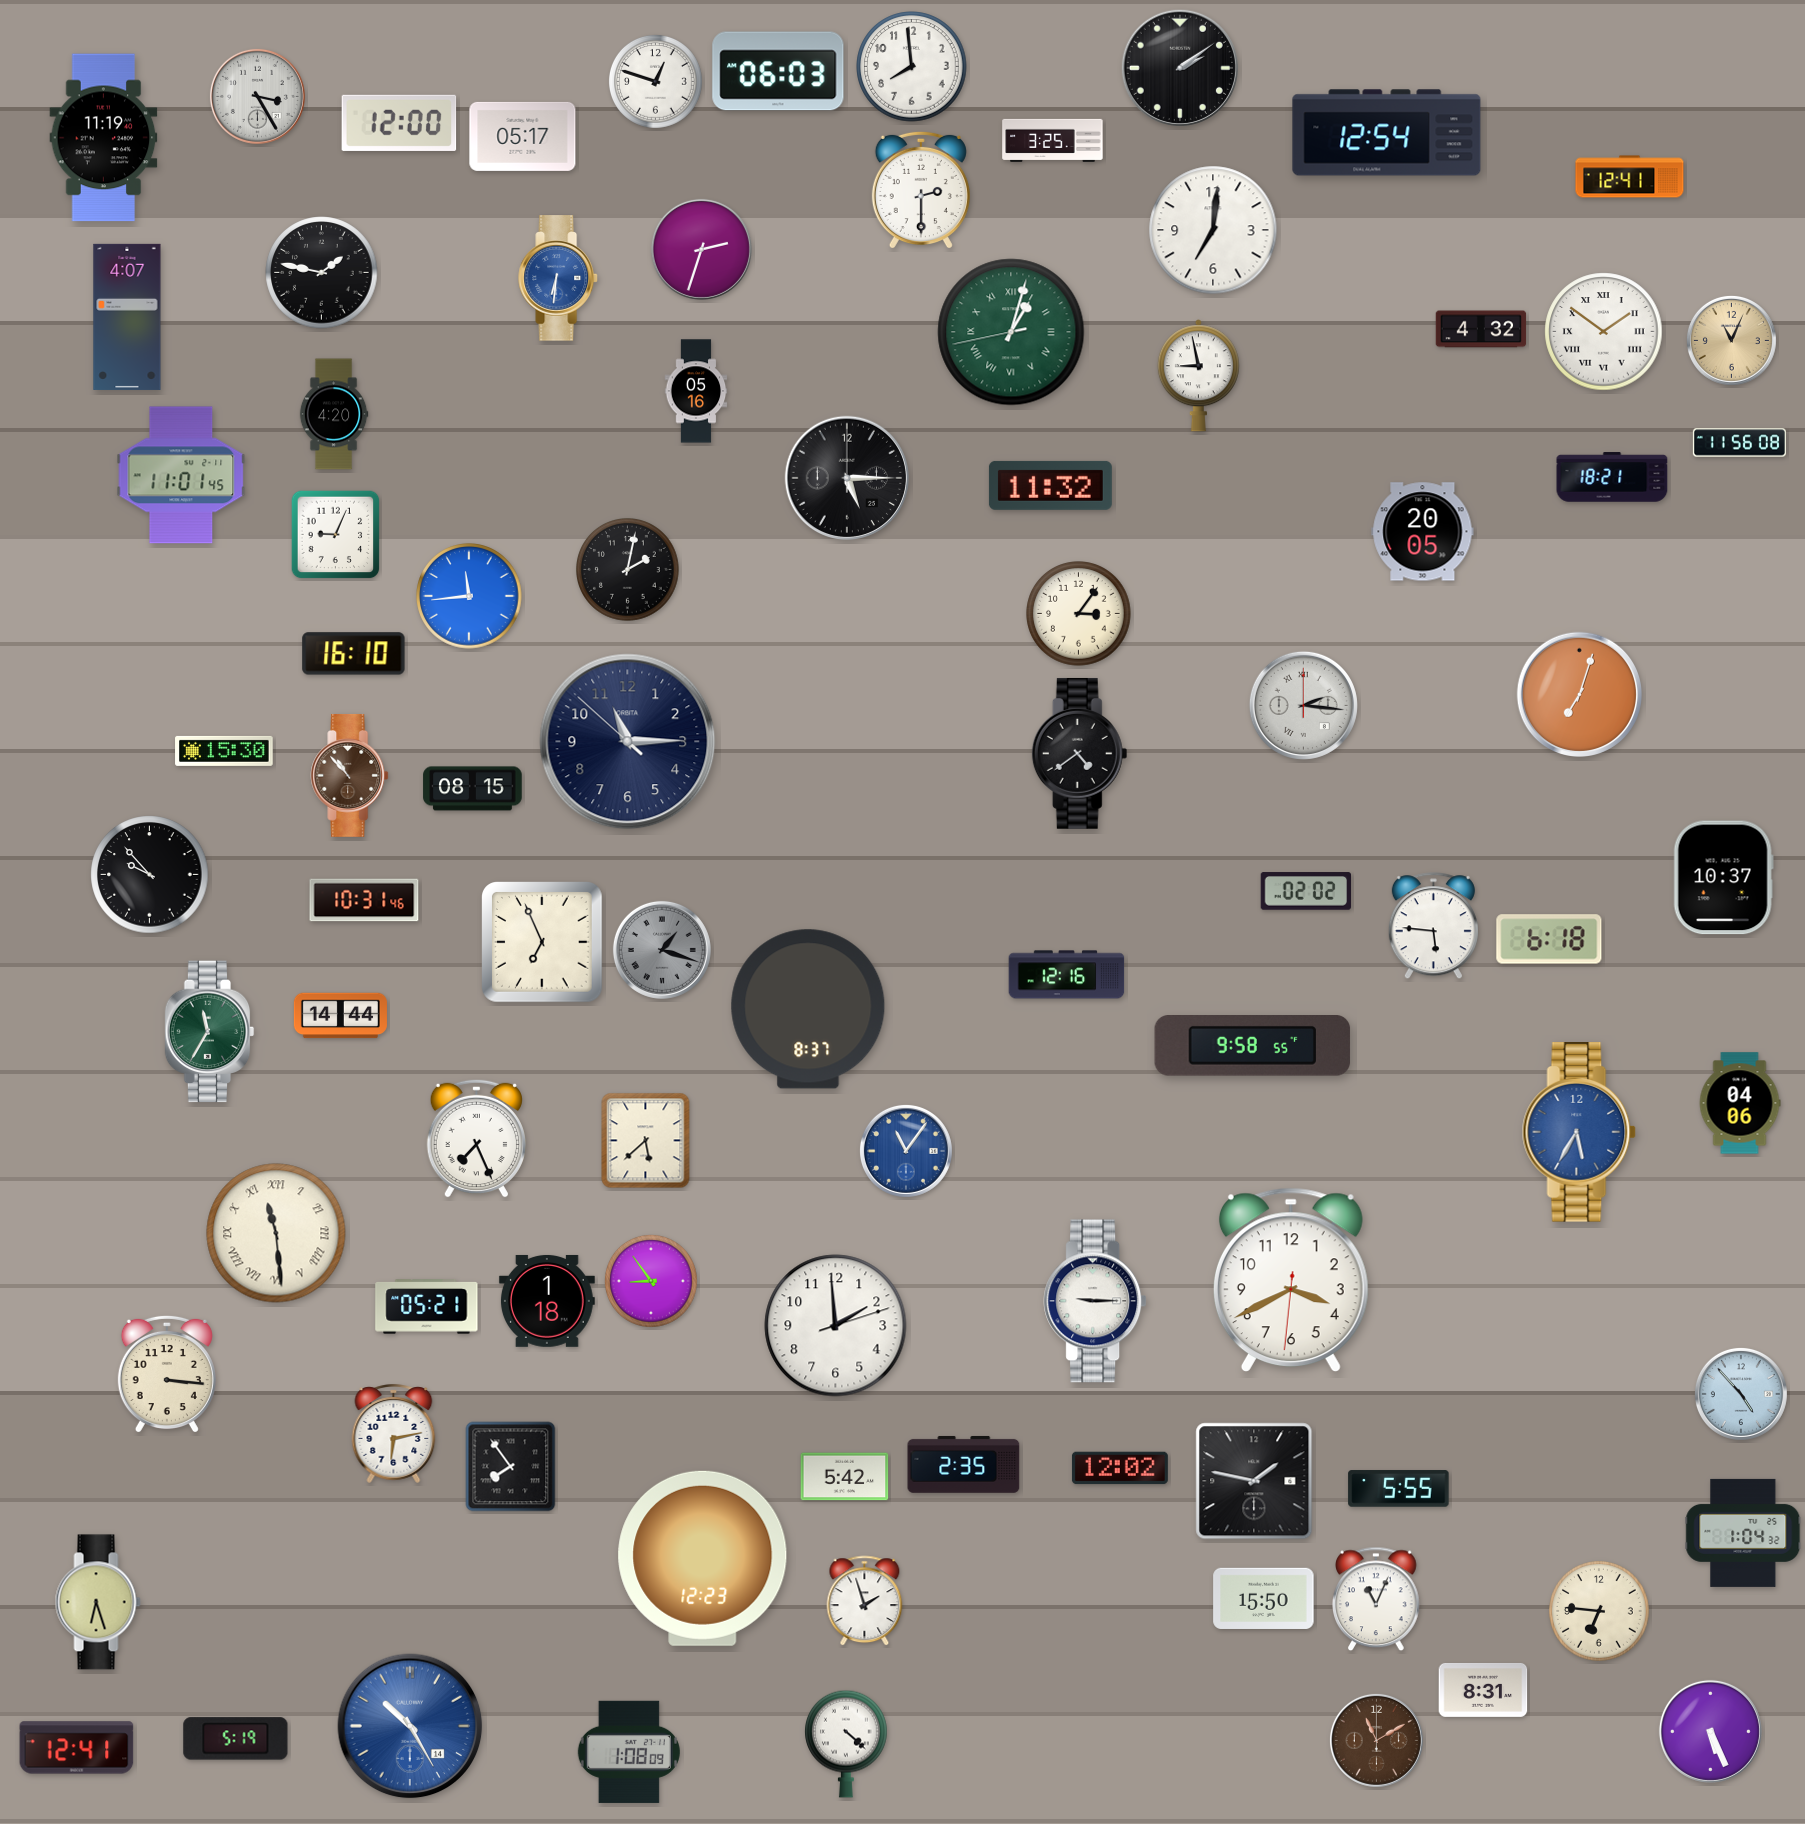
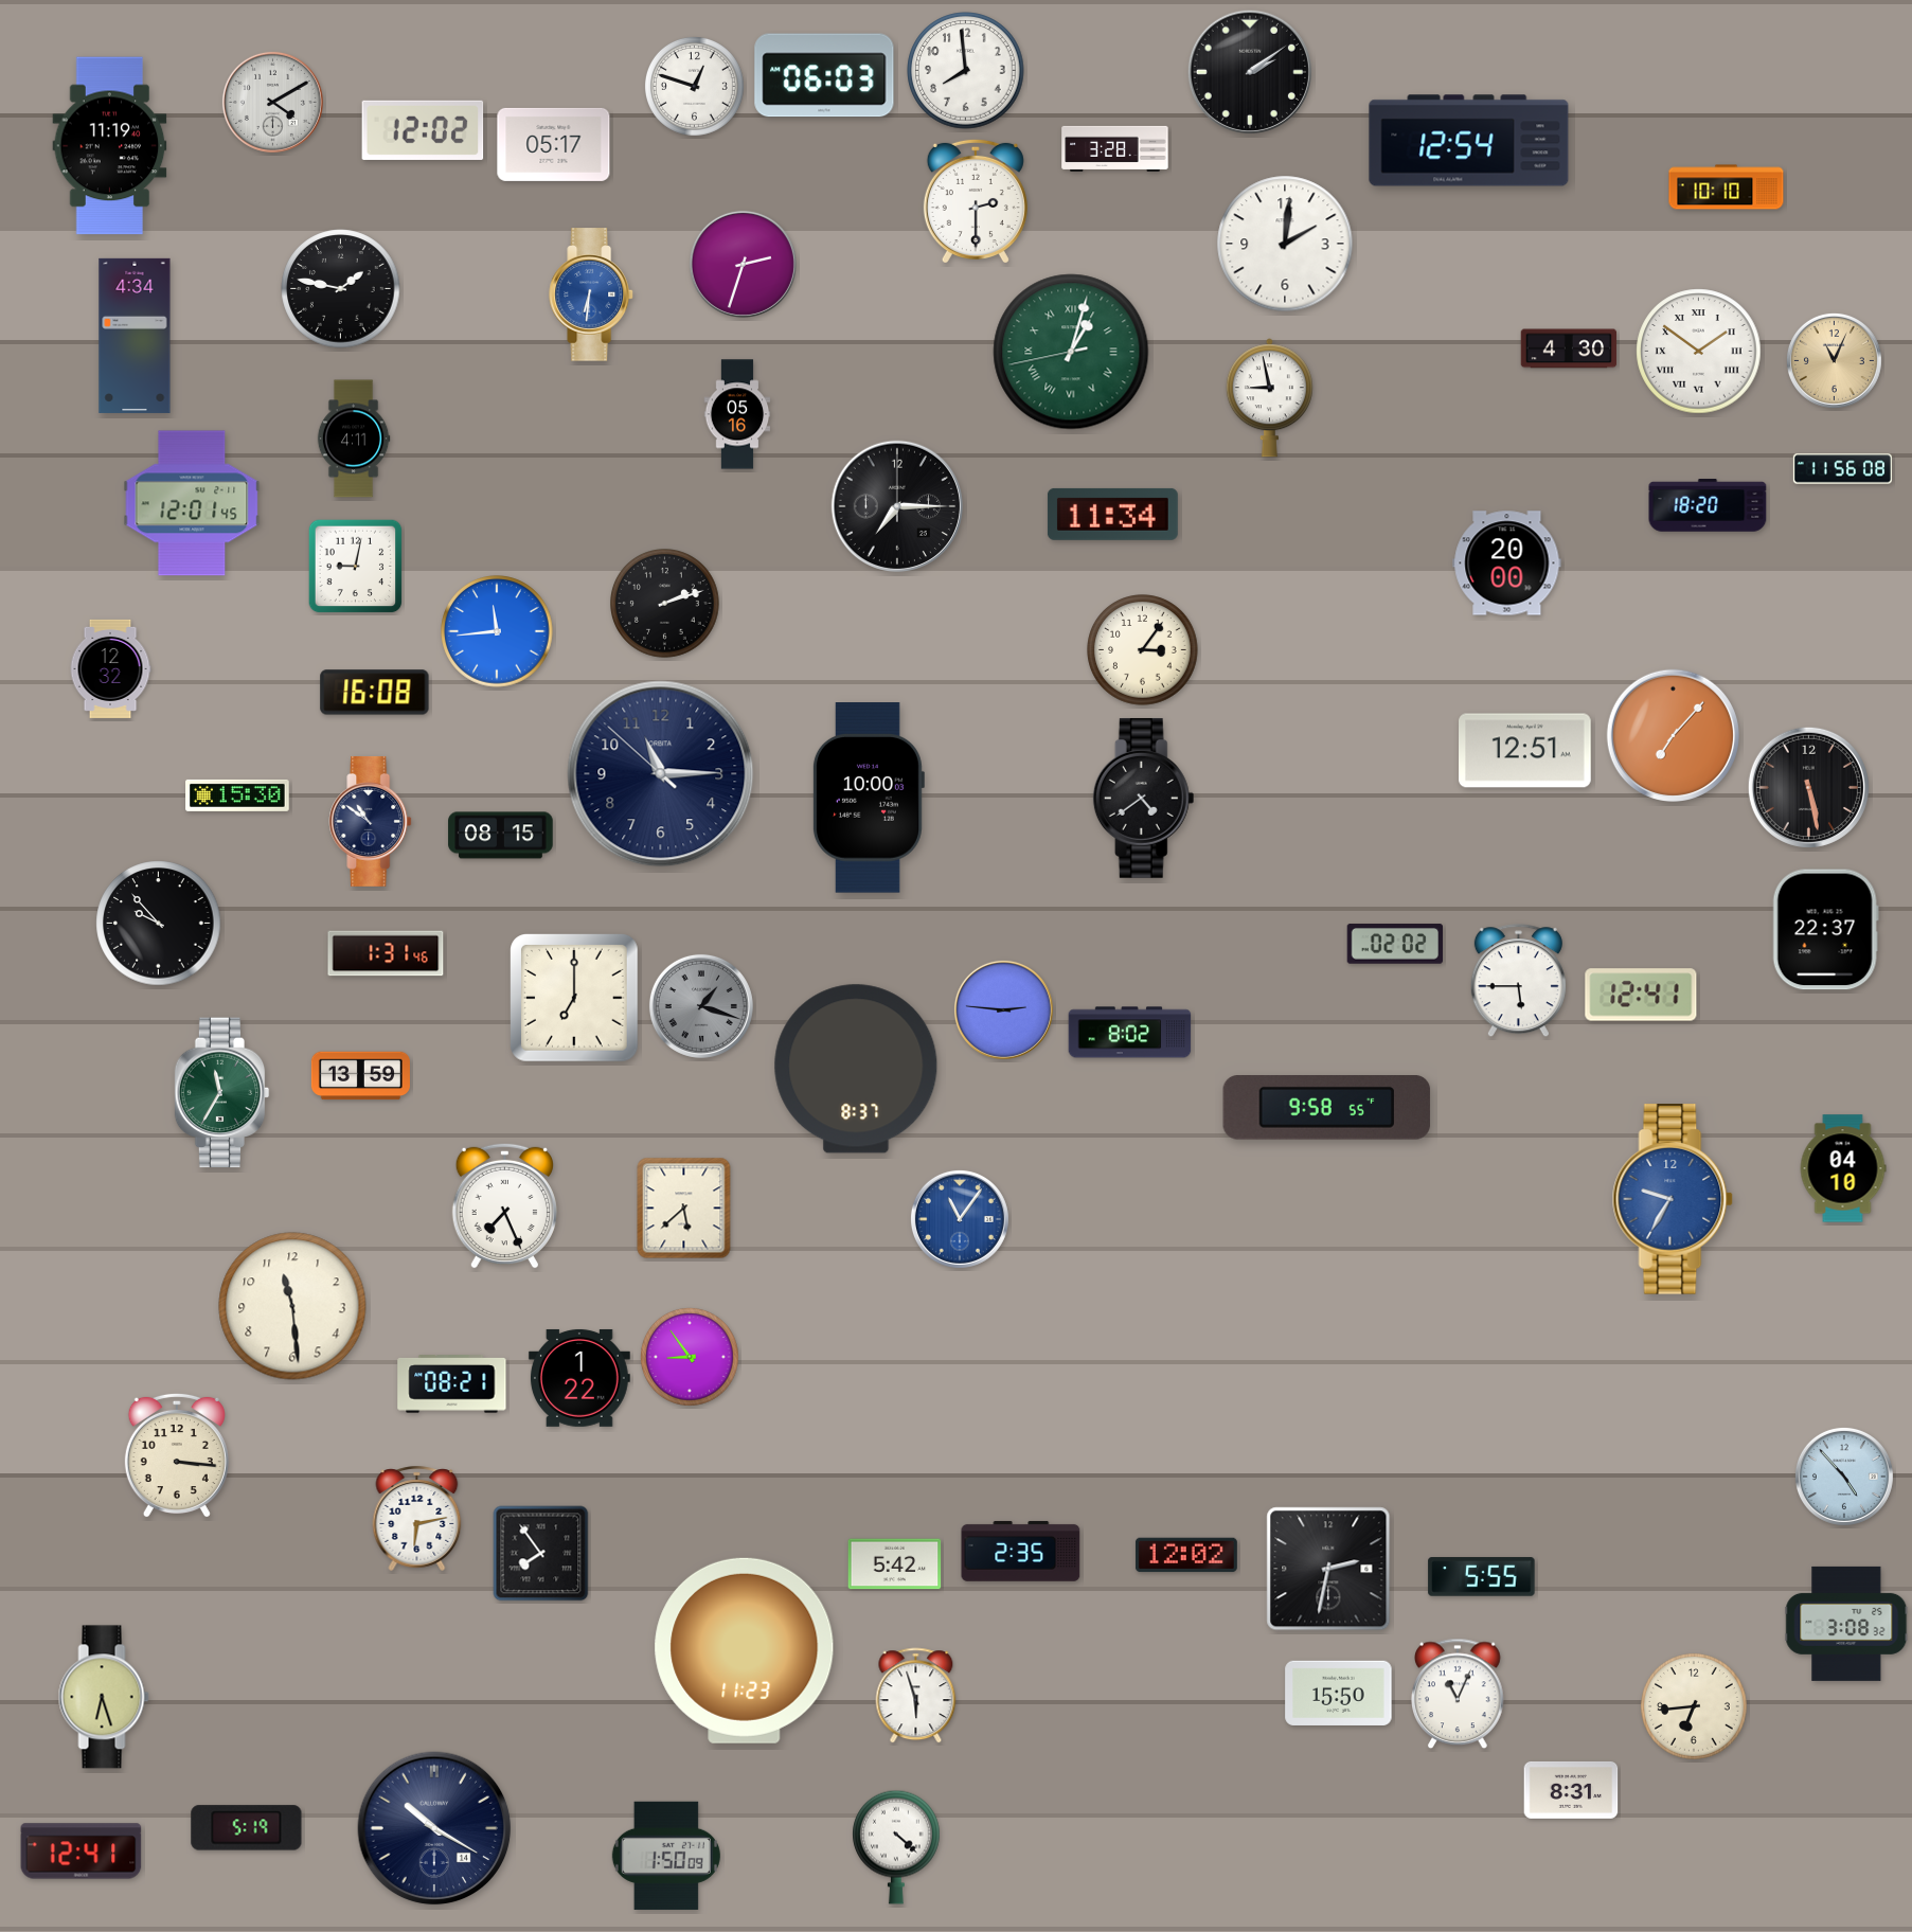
clock at (257, 96): 3:25 -> 4:10
clock at (399, 123): 12:00 -> 12:02
clock at (1053, 140): 3:25 -> 3:28
clock at (1630, 177): 12:41 -> 10:10
clock at (1213, 230): 7:01 -> 2:01
clock at (127, 317): 4:07 -> 4:34
clock at (1481, 329): 4:32 -> 4:30
clock at (334, 414): 4:20 -> 4:11
clock at (181, 475): 11:01 -> 12:01
clock at (846, 477): 5:15 -> 7:15
clock at (1612, 477): 18:21 -> 18:20
clock at (1050, 485): 11:32 -> 11:34
clock at (1423, 532): 20:05 -> 20:00
clock at (336, 535): 9:04 -> 9:02
clock at (628, 570): 2:02 -> 2:12
clock at (110, 668): none -> 12:32
clock at (354, 654): 16:10 -> 16:08
clock at (1579, 694): 7:03 -> 7:07
clock at (1303, 705): 2:16 -> none
clock at (1525, 751): none -> 12:51
clock at (628, 742) position: (628, 742) -> (661, 774)
clock at (1808, 787): none -> 5:28
clock at (868, 799): none -> 10:00
clock at (350, 775): 10:53 -> 10:51
clock at (350, 775) dial: brown -> navy
clock at (150, 875) position: (150, 875) -> (159, 924)
clock at (1723, 878): 10:37 -> 22:37
clock at (1305, 891) position: (1305, 891) -> (1394, 944)
clock at (364, 900): 10:31 -> 1:31
clock at (1433, 926): 5:46 -> 5:45
clock at (1549, 939): 6:18 -> 12:41
clock at (543, 943): 6:56 -> 7:00
clock at (1003, 1009): none -> 2:46
clock at (1067, 975): 12:16 -> 8:02
clock at (340, 1016): 14:44 -> 13:59
clock at (1740, 1103): 04:06 -> 04:10
clock at (1579, 1133): 5:35 -> 9:35
clock at (276, 1233) numerals: Roman -> Arabic
clock at (1291, 1279): 3:40 -> none
clock at (547, 1301): 1:18 -> 1:22
clock at (1095, 1301): 9:15 -> none
clock at (427, 1307): 05:21 -> 08:21
clock at (836, 1326): 1:59 -> none
clock at (1254, 1481): 1:47 -> 2:32
clock at (1743, 1533): 1:04 -> 3:08
clock at (703, 1558): 12:23 -> 11:23
clock at (865, 1601): 1:57 -> 5:57
clock at (1600, 1612): 6:46 -> 6:44
clock at (410, 1726): 10:25 -> 10:20
clock at (410, 1726) dial: blue -> navy
clock at (1710, 1731): 5:26 -> none
clock at (236, 1739) position: (236, 1739) -> (247, 1828)
clock at (1376, 1740): 11:10 -> none
clock at (629, 1752): 1:08 -> 1:50
